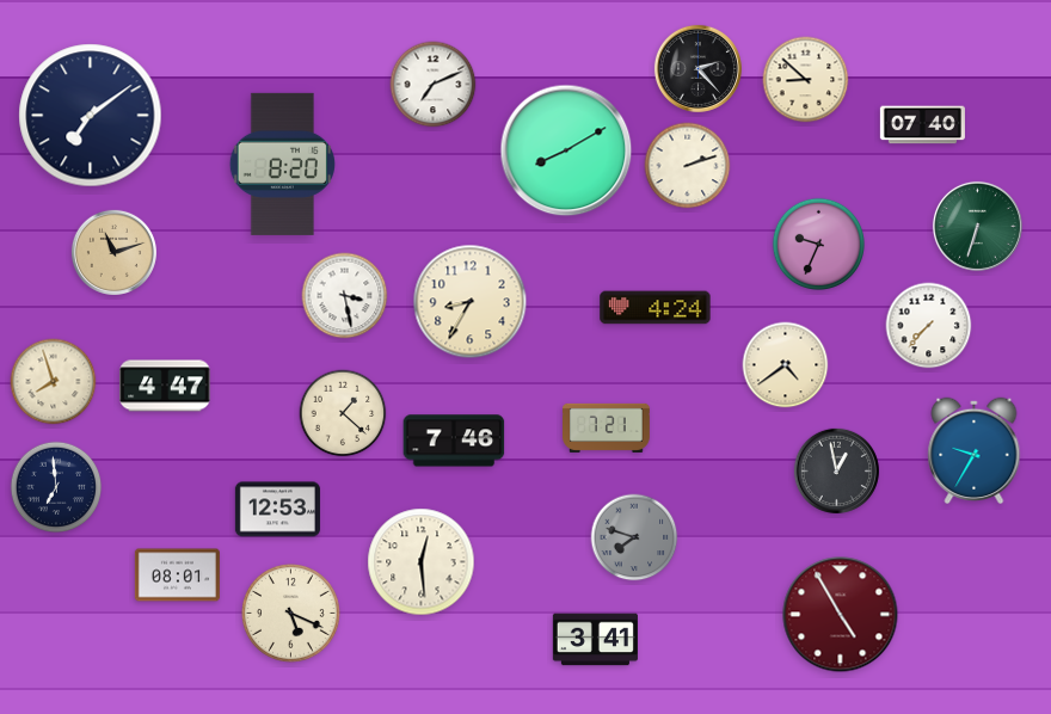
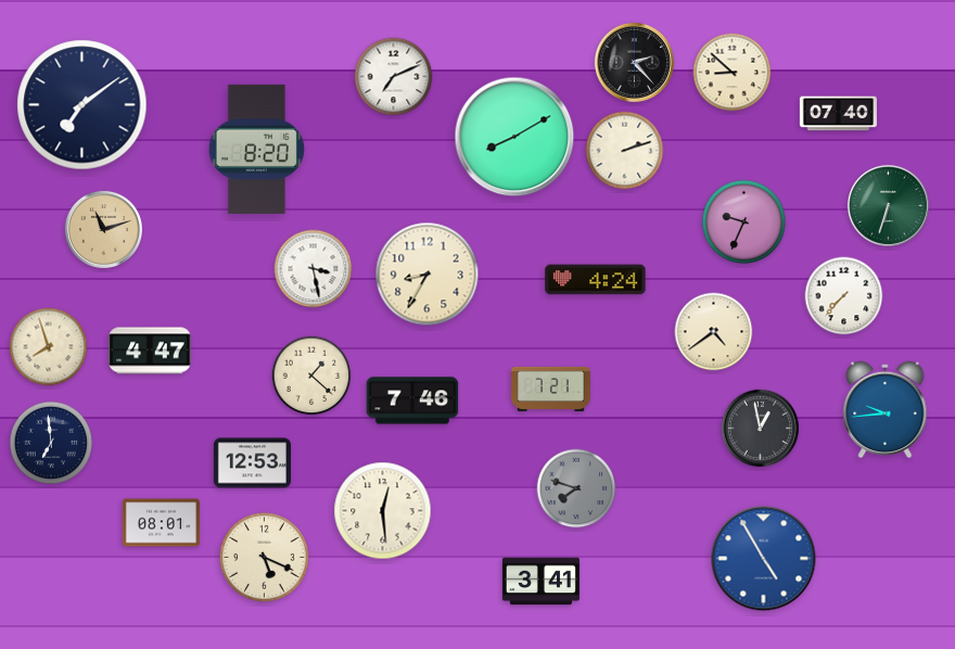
clock at (975, 450): 9:35 -> 9:44
clock at (841, 615) dial: burgundy -> blue
